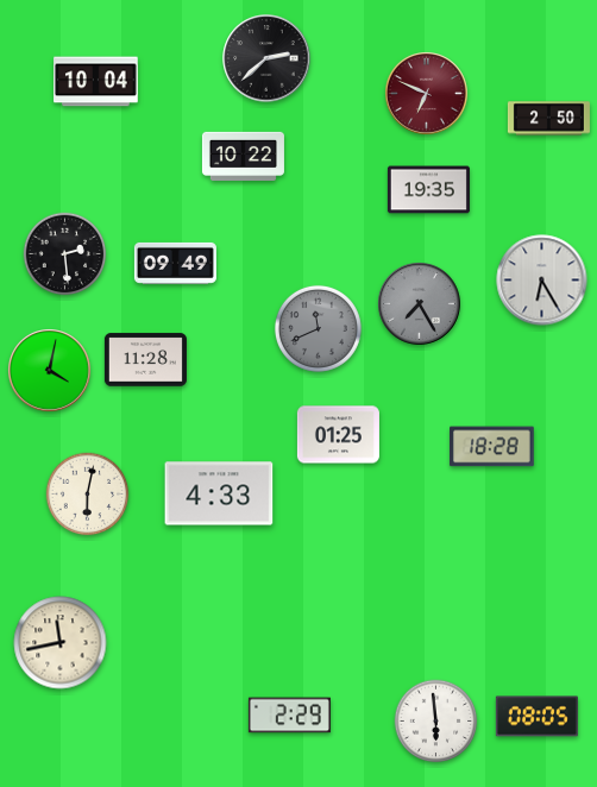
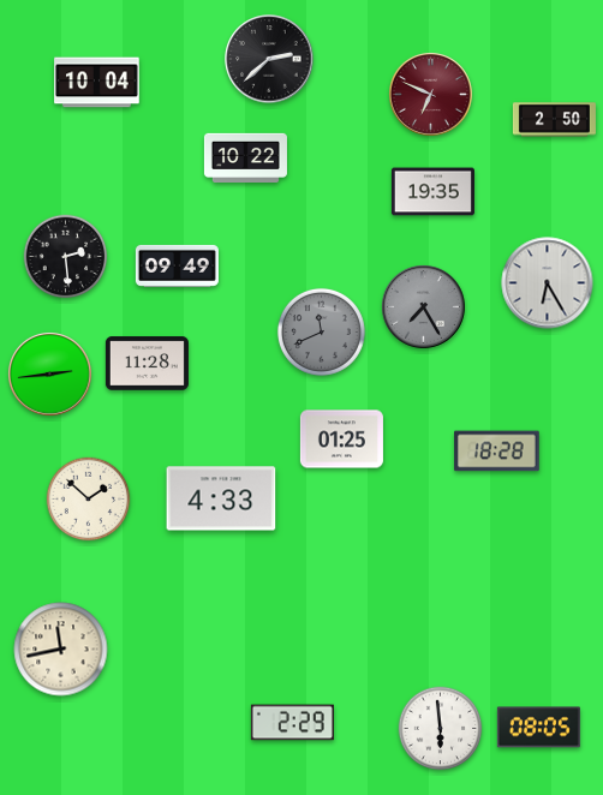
clock at (50, 371): 4:02 -> 2:44
clock at (88, 495): 6:02 -> 1:52
clock at (536, 717) position: (536, 717) -> (538, 728)
